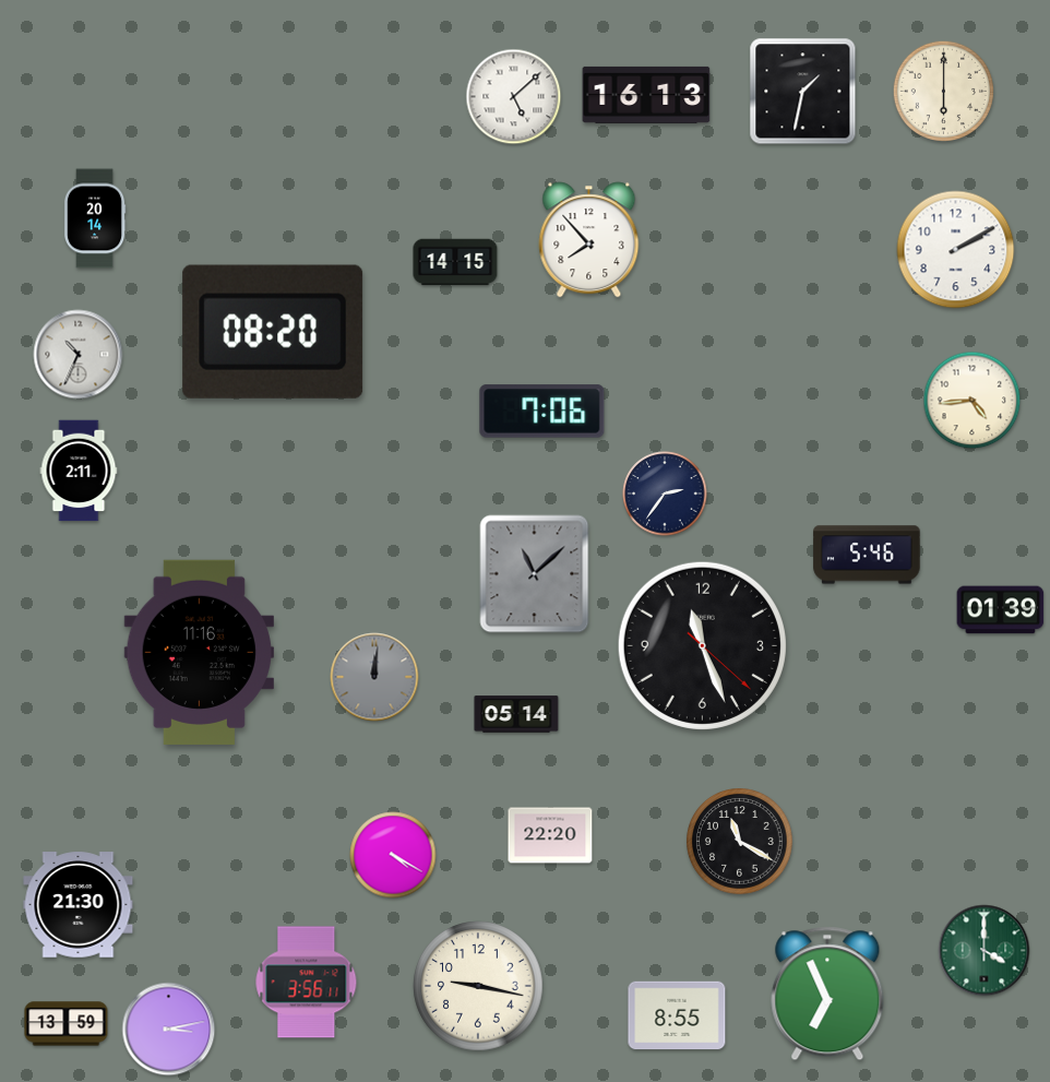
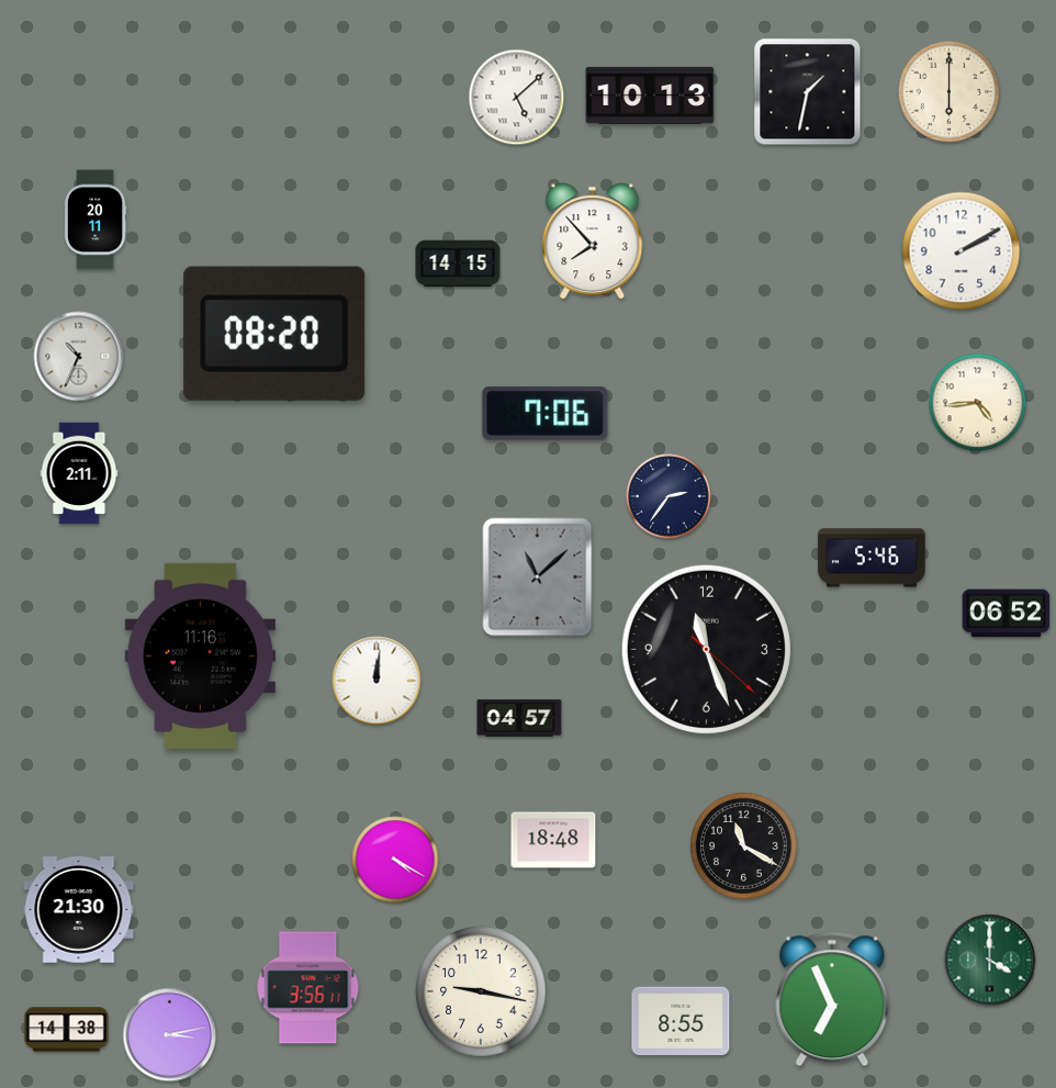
clock at (646, 95): 16:13 -> 10:13
clock at (95, 218): 20:14 -> 20:11
clock at (1001, 610): 01:39 -> 06:52
clock at (374, 677) dial: grey -> white
clock at (516, 714): 05:14 -> 04:57
clock at (550, 835): 22:20 -> 18:48
clock at (985, 951) position: (985, 951) -> (990, 961)
clock at (67, 1024): 13:59 -> 14:38
